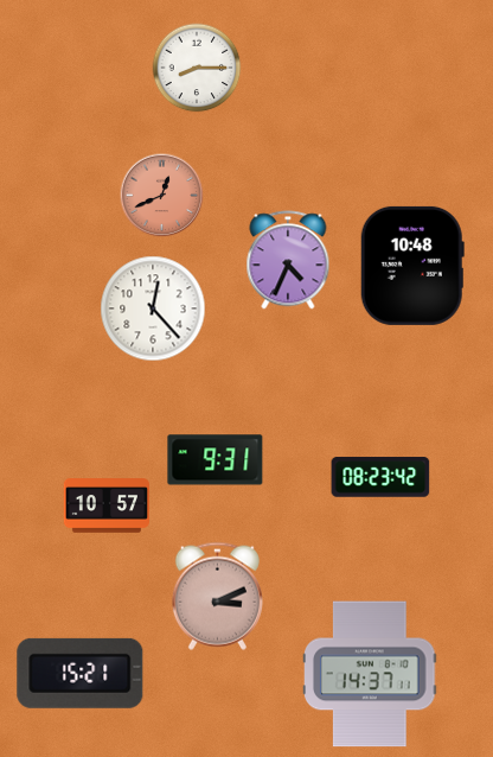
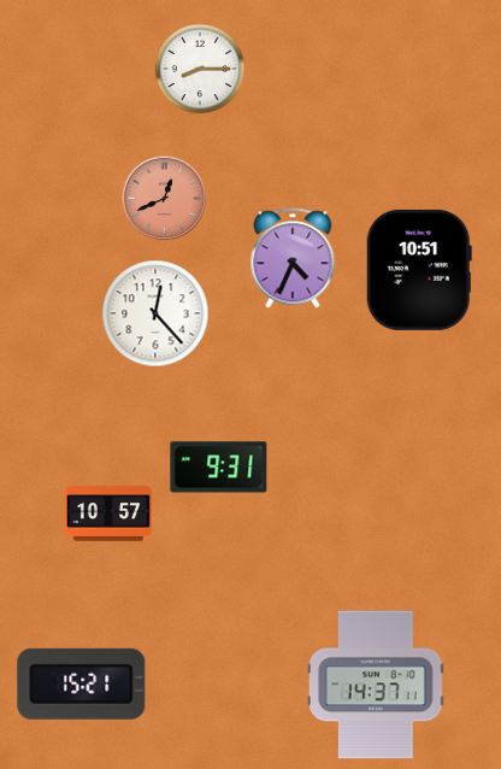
clock at (288, 260) position: (288, 260) -> (293, 258)
clock at (412, 266): 10:48 -> 10:51
clock at (380, 477): 08:23 -> none
clock at (217, 596): 3:11 -> none
